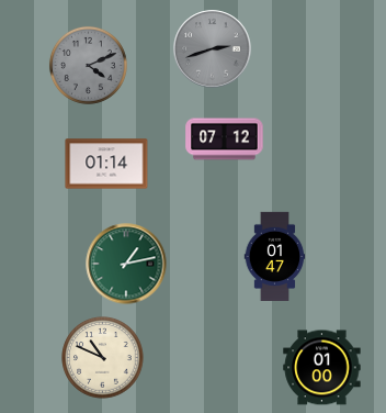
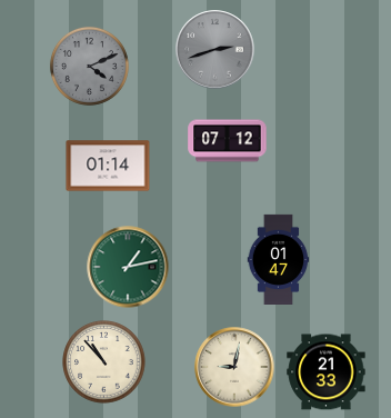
clock at (103, 358): 10:49 -> 10:53
clock at (234, 367): none -> 9:02
clock at (322, 368): 01:00 -> 21:33
